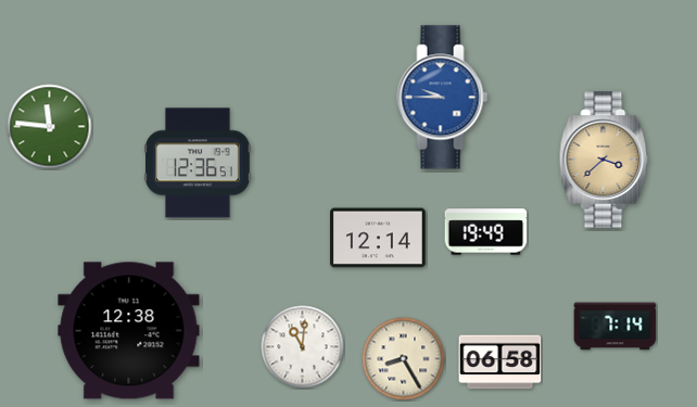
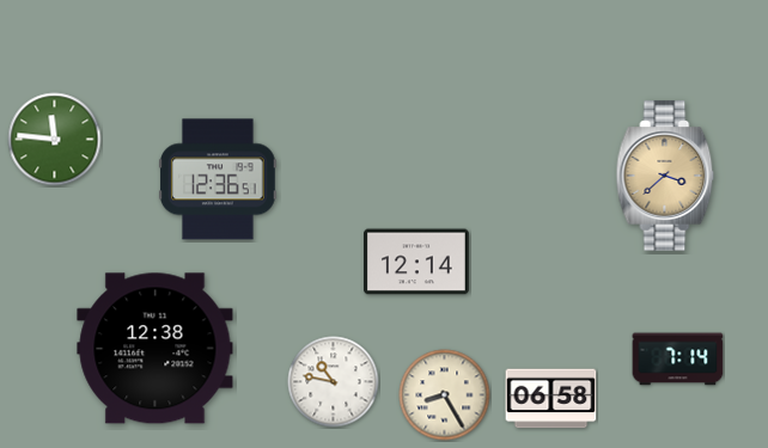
clock at (443, 98): 9:45 -> none
clock at (486, 232): 19:49 -> none
clock at (129, 331) position: (129, 331) -> (156, 349)
clock at (303, 347): 11:01 -> 10:47
